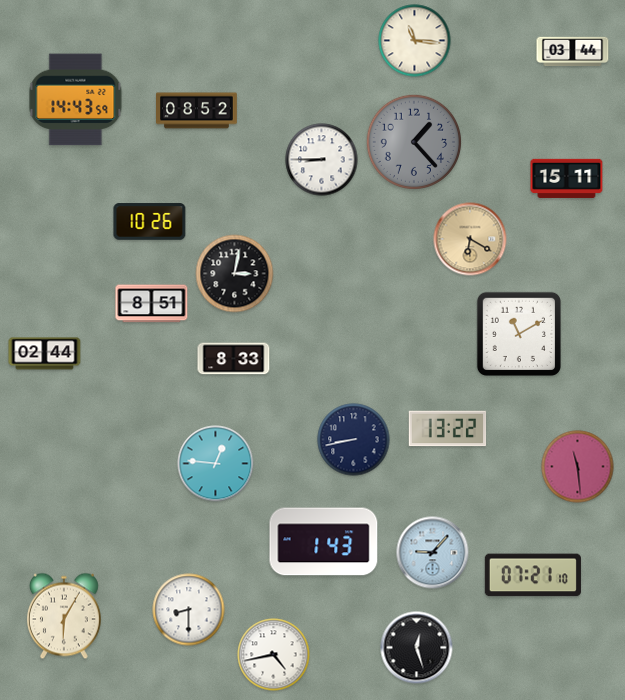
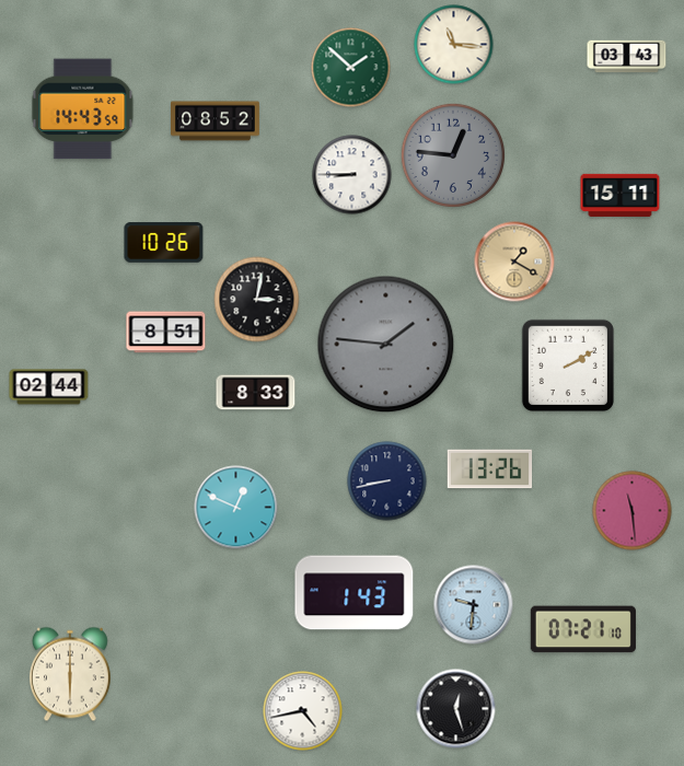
clock at (573, 52): 03:44 -> 03:43
clock at (351, 68): none -> 1:52
clock at (413, 141): 1:23 -> 12:46
clock at (470, 239): 6:20 -> 1:20
clock at (386, 345): none -> 1:46
clock at (518, 333): 11:10 -> 2:10
clock at (448, 429): 13:22 -> 13:26
clock at (216, 464): 12:46 -> 12:49
clock at (433, 553): 9:07 -> 9:31
clock at (189, 610): 8:30 -> none
clock at (64, 616): 6:05 -> 6:00
clock at (274, 655) position: (274, 655) -> (303, 711)
